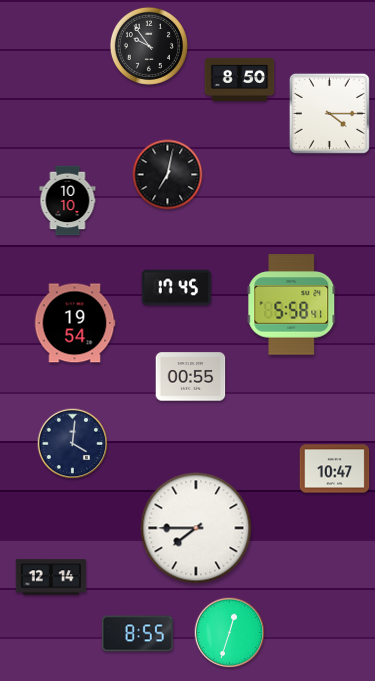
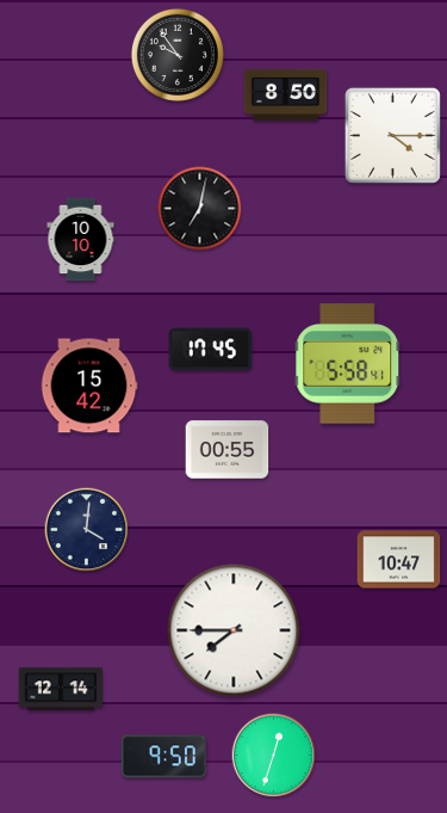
clock at (177, 288) position: (177, 288) -> (211, 350)
clock at (75, 323): 19:54 -> 15:42
clock at (137, 634): 8:55 -> 9:50
